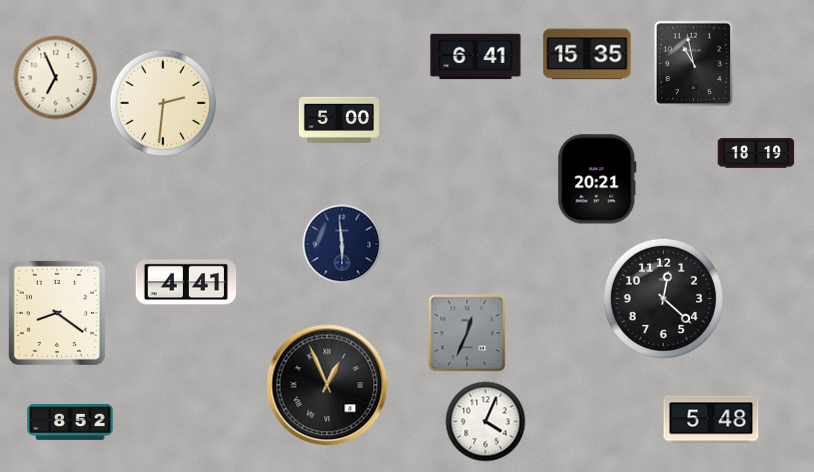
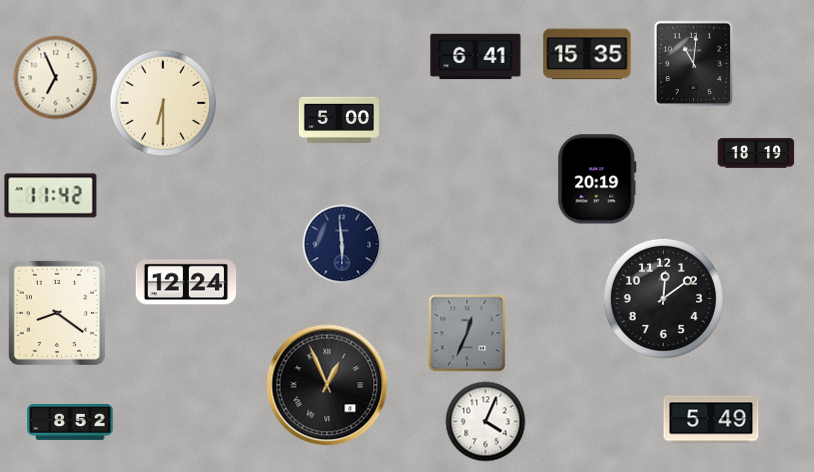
clock at (693, 63): 10:58 -> 11:01
clock at (163, 103): 2:31 -> 6:30
clock at (597, 179): 20:21 -> 20:19
clock at (51, 196): none -> 11:42
clock at (186, 282): 4:41 -> 12:24
clock at (663, 298): 12:22 -> 12:09
clock at (711, 419): 5:48 -> 5:49
